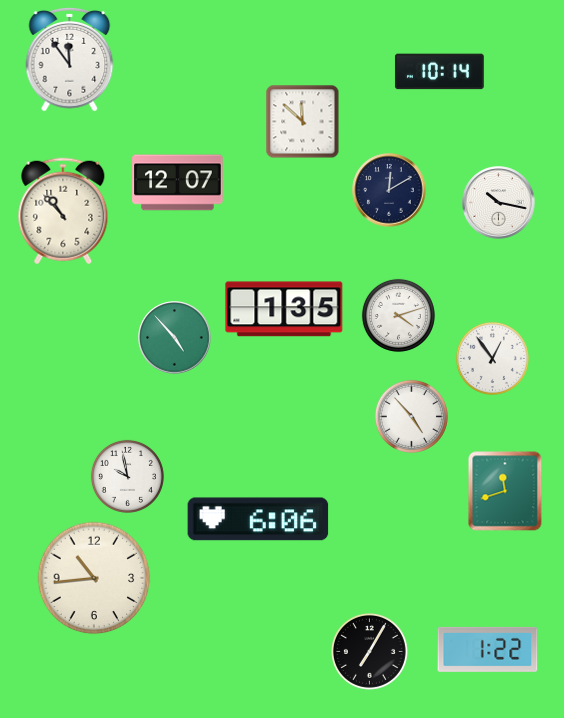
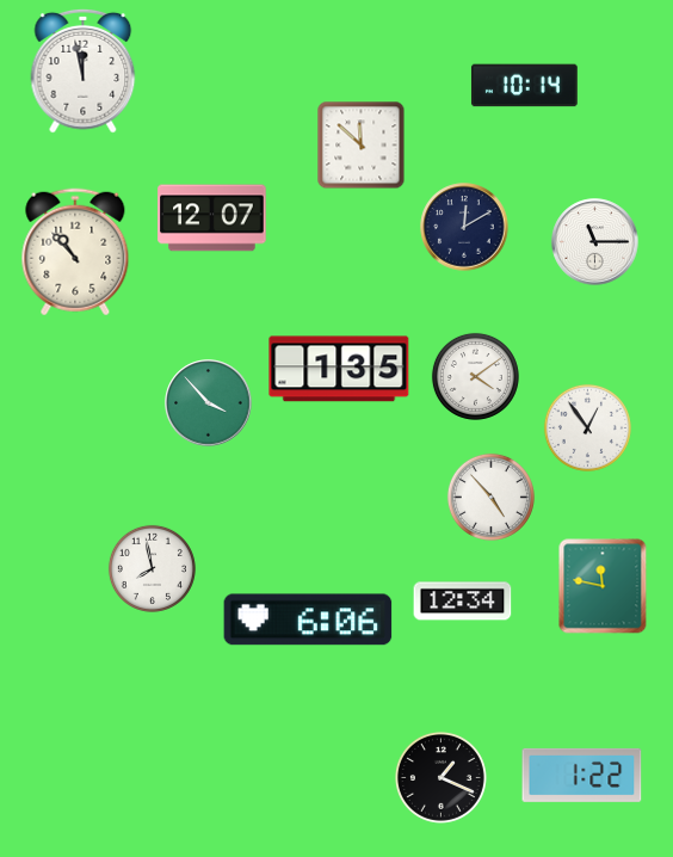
clock at (70, 59): 11:54 -> 11:58
clock at (499, 203): 10:17 -> 11:15
clock at (398, 315): 4:12 -> 4:09
clock at (175, 338): 4:53 -> 3:53
clock at (127, 476): 9:58 -> 7:58
clock at (505, 491): 11:42 -> 11:47
clock at (463, 602): none -> 12:34
clock at (94, 578): 10:44 -> none
clock at (370, 652): 7:05 -> 1:19
